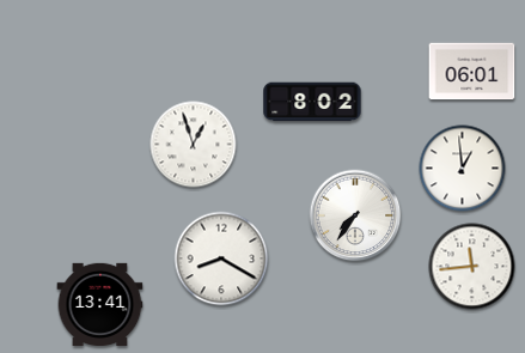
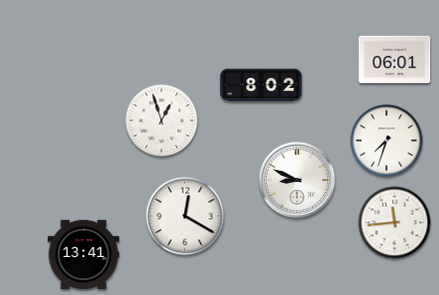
clock at (463, 169): 12:59 -> 7:33
clock at (355, 215): 7:36 -> 8:49
clock at (221, 258): 8:20 -> 12:20
